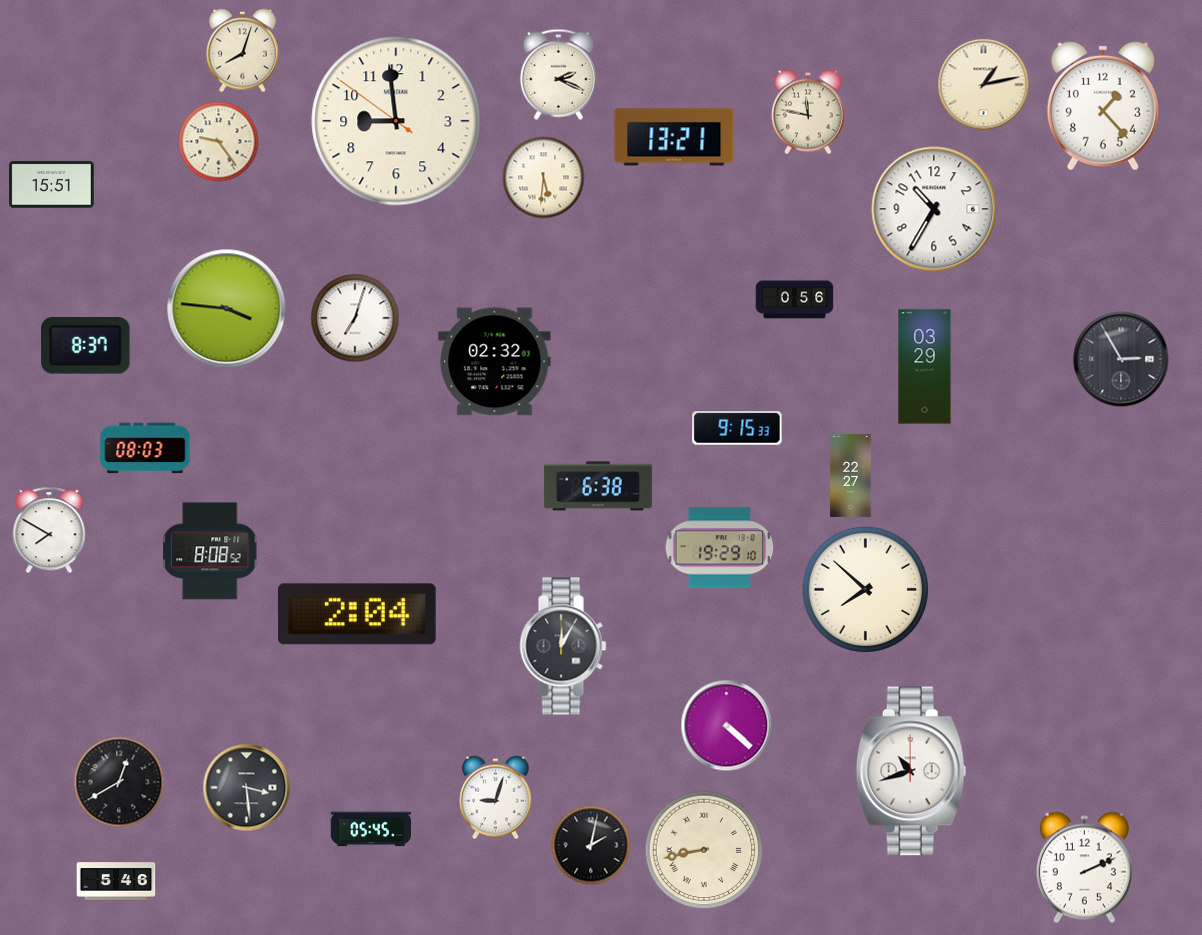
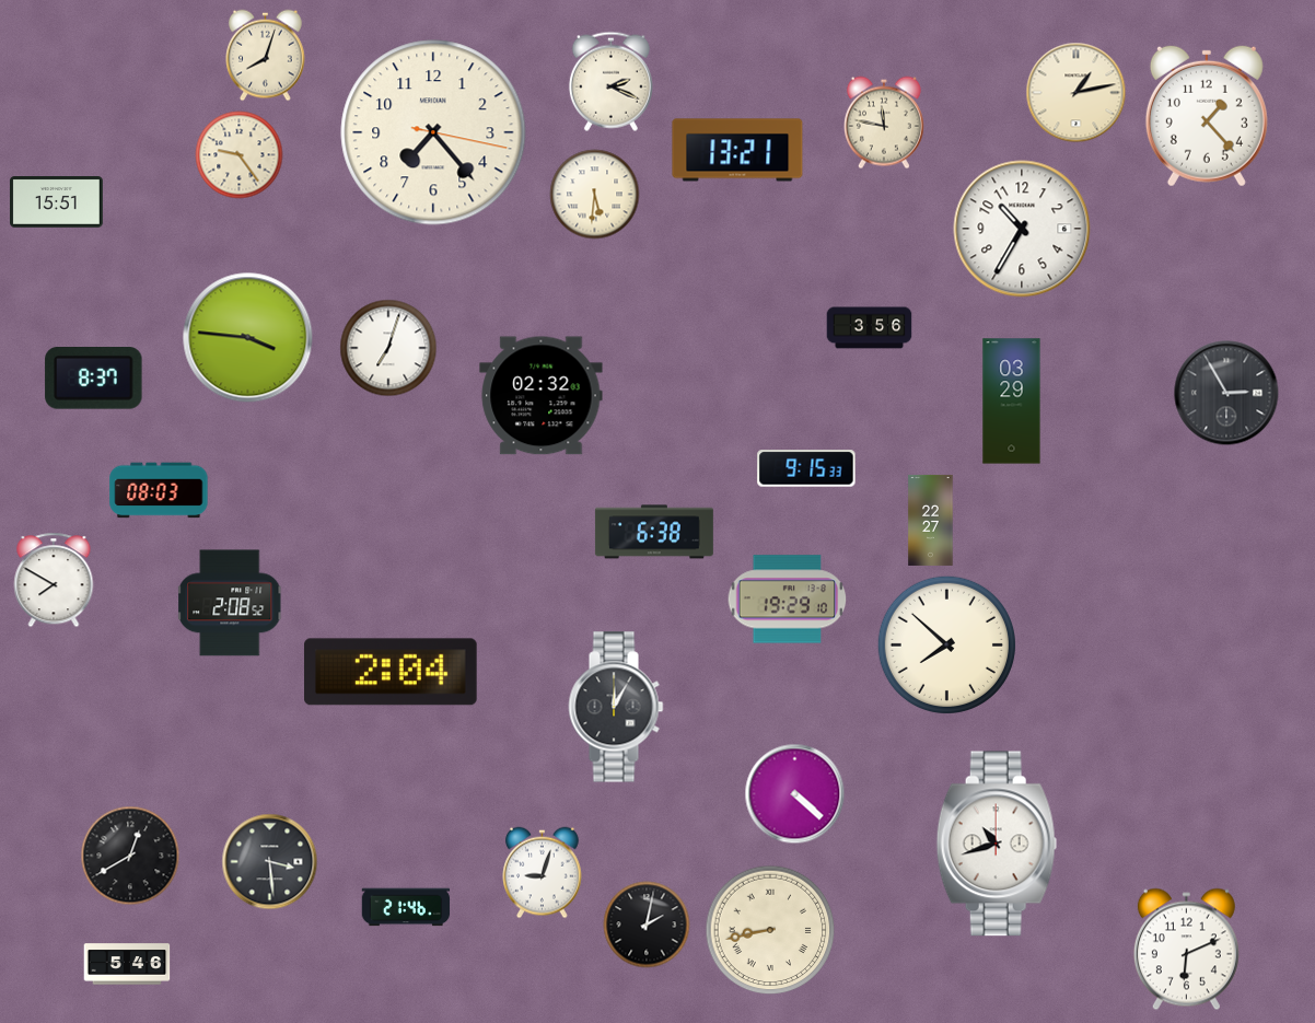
clock at (396, 121): 8:58 -> 7:23
clock at (795, 300): 0:56 -> 3:56
clock at (210, 551): 8:08 -> 2:08
clock at (371, 829): 05:45 -> 21:46
clock at (1084, 868): 2:11 -> 6:11
